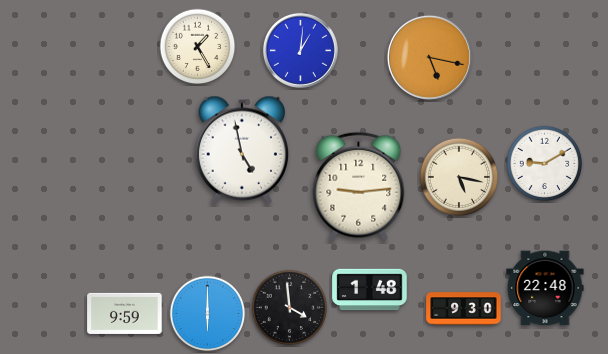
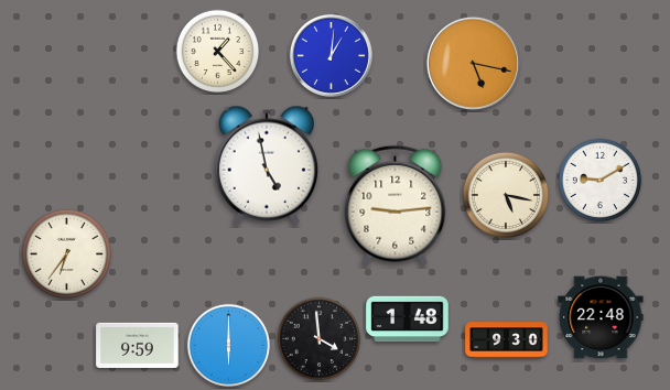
clock at (198, 47): 1:25 -> 1:23
clock at (67, 254): none -> 6:36
clock at (464, 309) position: (464, 309) -> (507, 340)
